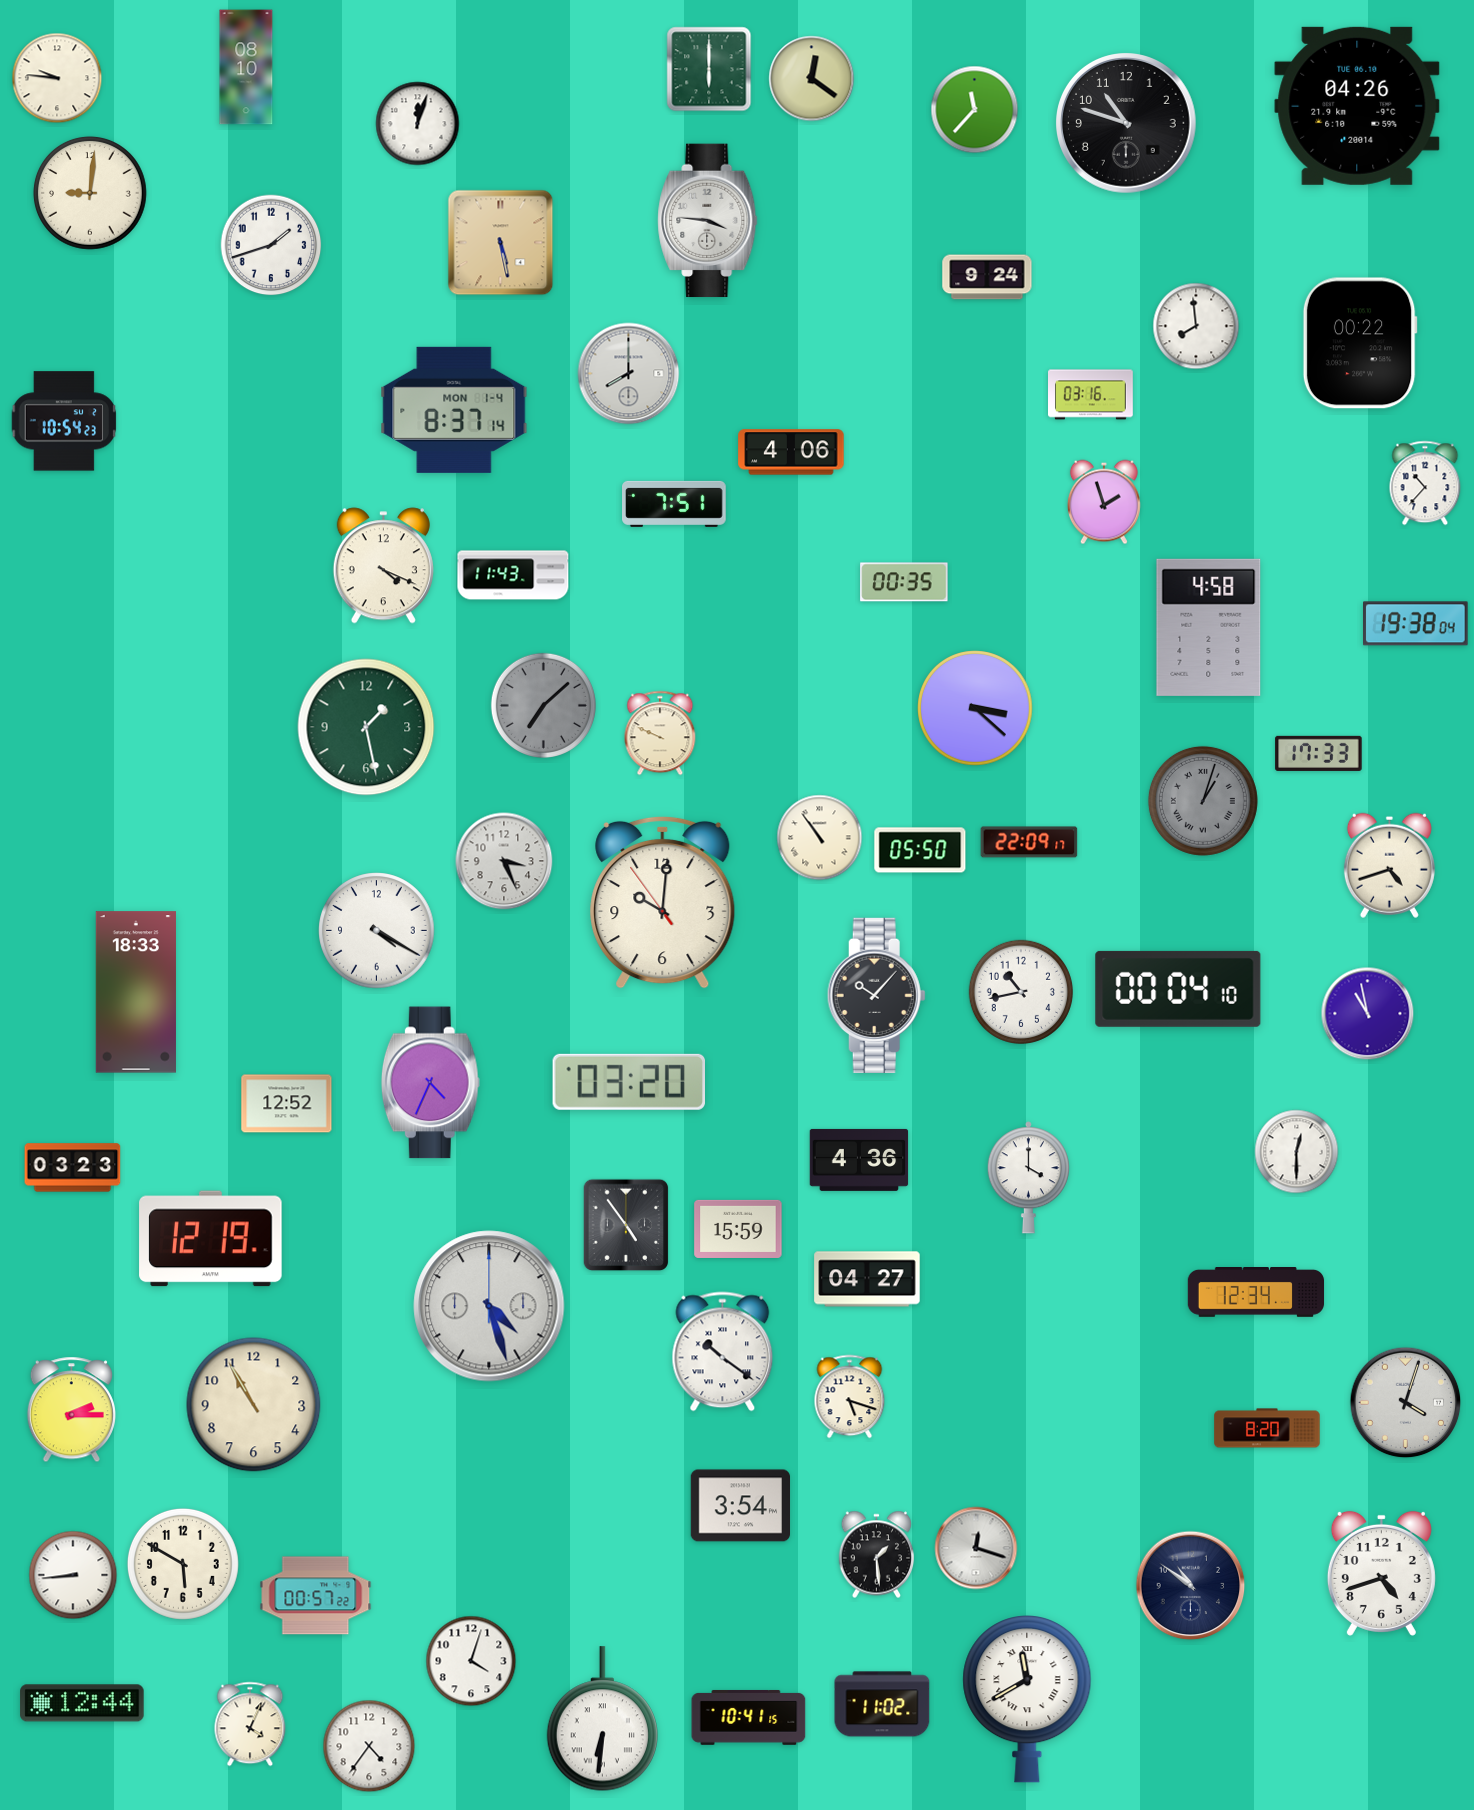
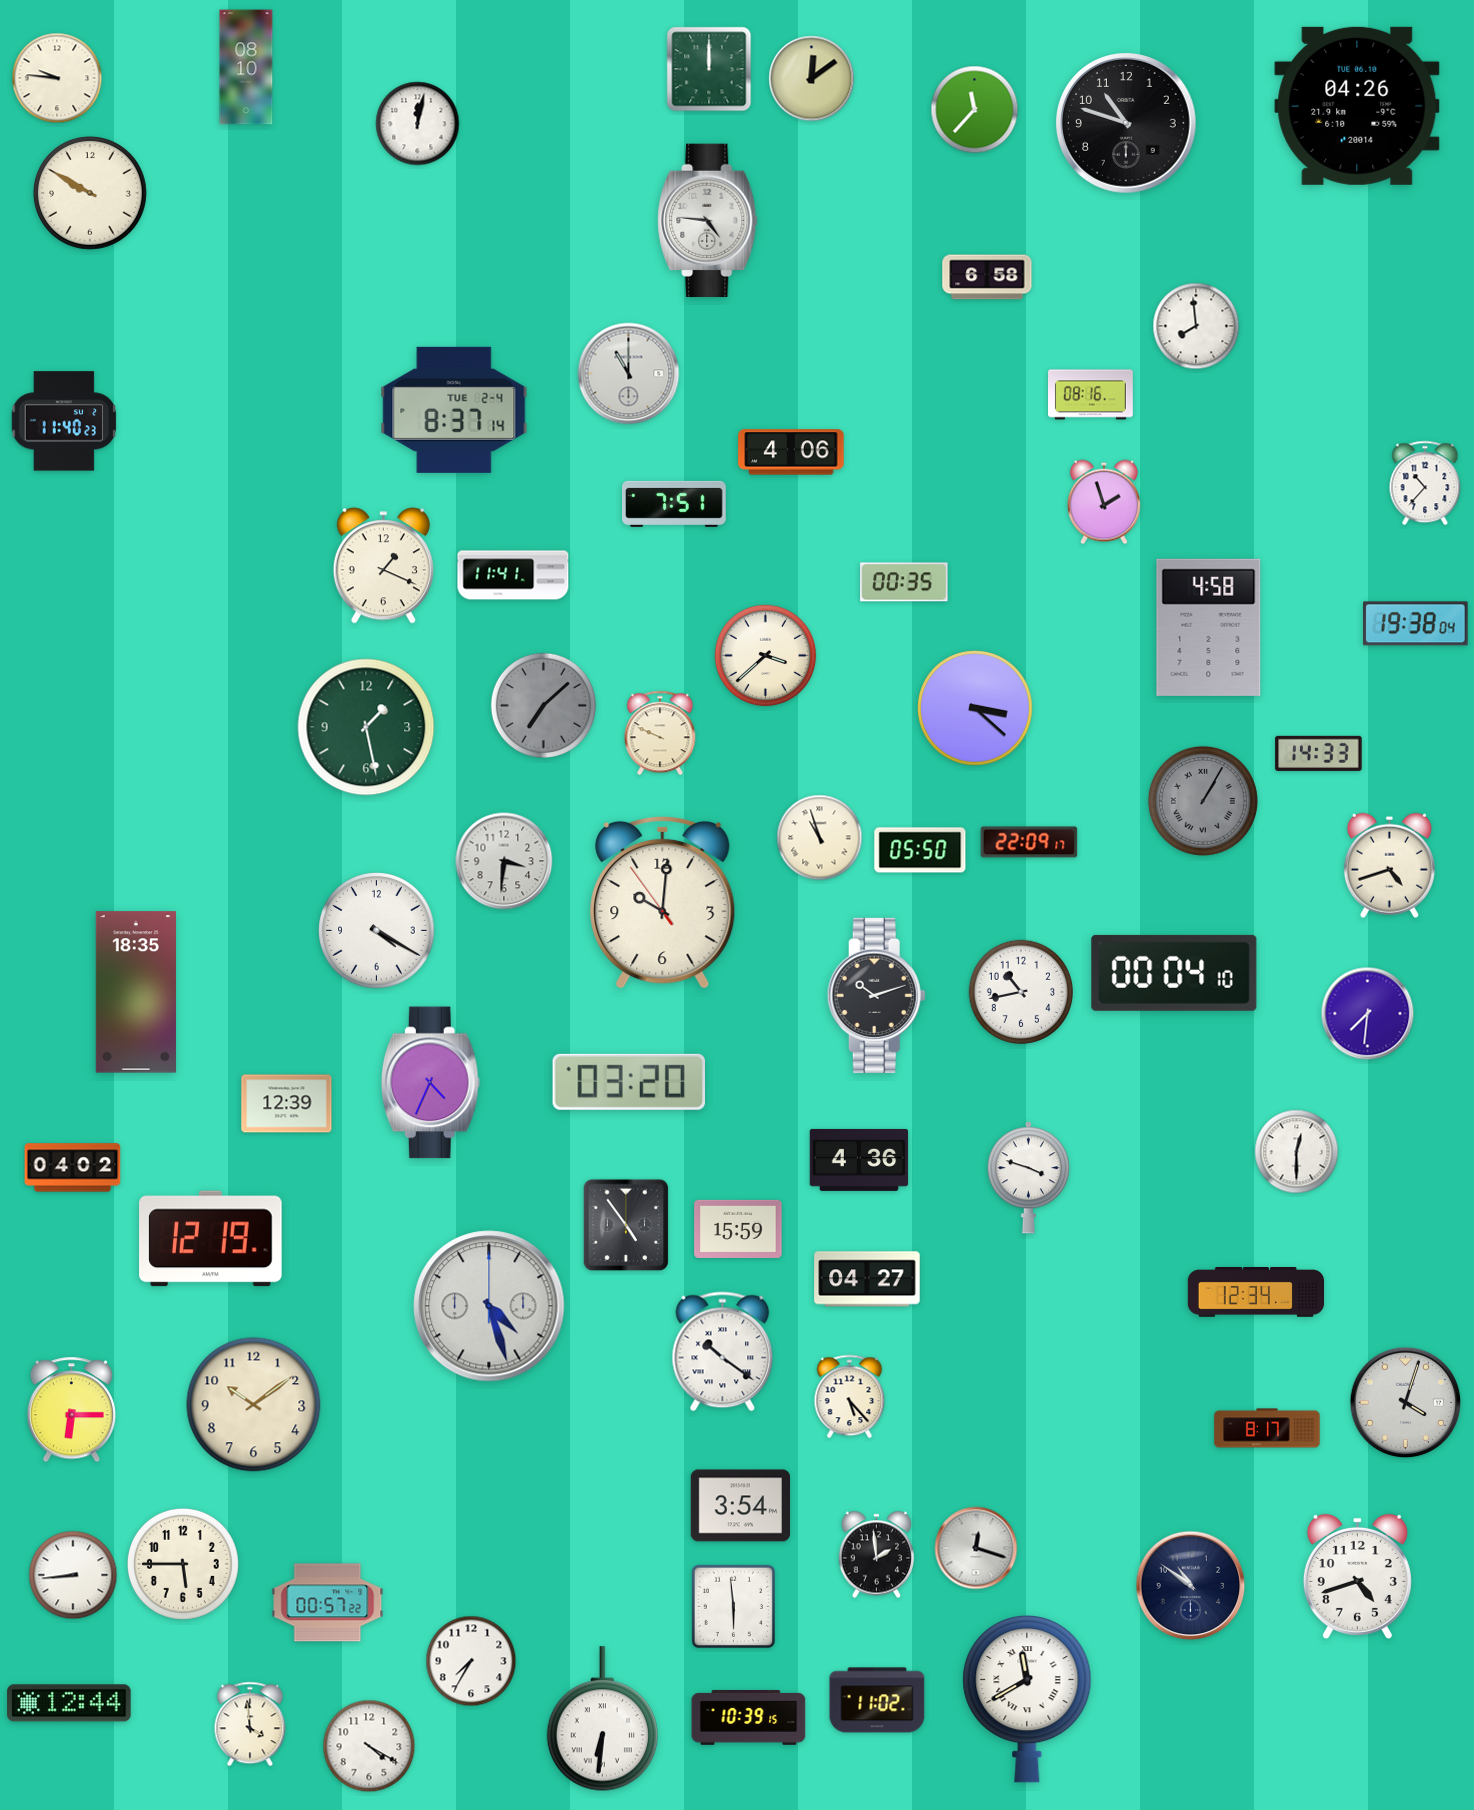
clock at (709, 69): 6:00 -> 12:00
clock at (812, 79): 12:21 -> 12:09
clock at (418, 124): 12:03 -> 12:02
clock at (90, 193): 9:01 -> 9:50
clock at (708, 221): 3:46 -> 4:46
clock at (501, 243): 5:28 -> none
clock at (271, 245): 1:42 -> none
clock at (987, 277): 9:24 -> 6:58
clock at (1360, 343): 00:22 -> none
clock at (629, 374): 8:00 -> 11:00
clock at (1091, 395): 03:16 -> 08:16
clock at (454, 410) date: MON 1-4 -> TUE 2-4
clock at (64, 421): 10:54 -> 11:40
clock at (383, 566): 4:19 -> 1:19
clock at (513, 575): 11:43 -> 11:41
clock at (766, 656): none -> 3:38
clock at (1319, 753): 17:33 -> 14:33
clock at (1203, 801): 1:03 -> 1:05
clock at (820, 838): 10:54 -> 10:57
clock at (504, 861): 3:26 -> 3:31
clock at (1178, 989) position: (1178, 989) -> (1174, 973)
clock at (136, 992): 18:33 -> 18:35
clock at (876, 995): 10:07 -> 10:12
clock at (1368, 1014): 10:58 -> 7:31
clock at (287, 1104): 12:52 -> 12:39
clock at (73, 1168): 03:23 -> 04:02
clock at (1028, 1178): 4:00 -> 3:48
clock at (850, 1397): 5:18 -> 5:23
clock at (254, 1405): 10:55 -> 10:09
clock at (71, 1410): 2:15 -> 6:15
clock at (1267, 1428): 8:20 -> 8:17
clock at (877, 1555): 1:29 -> 1:59
clock at (183, 1564): 5:50 -> 5:45
clock at (1381, 1573) position: (1381, 1573) -> (1357, 1576)
clock at (316, 1596) position: (316, 1596) -> (328, 1603)
clock at (733, 1606): none -> 5:59
clock at (471, 1661): 4:03 -> 7:35
clock at (82, 1703) position: (82, 1703) -> (69, 1703)
clock at (882, 1704) position: (882, 1704) -> (877, 1700)
clock at (749, 1717): 10:41 -> 10:39
clock at (250, 1724): 4:04 -> 3:59
clock at (369, 1746): 4:36 -> 4:20
